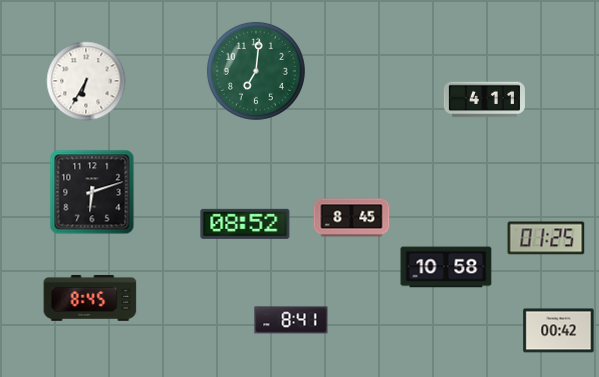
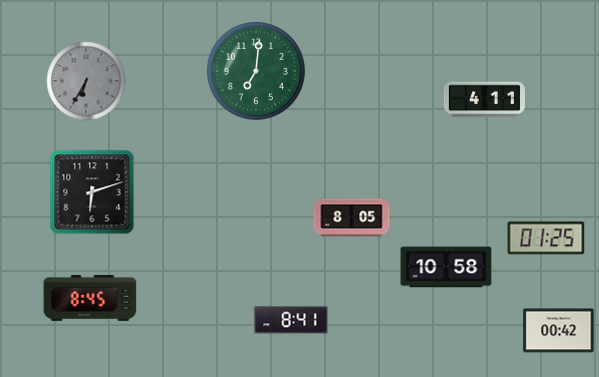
clock at (86, 81) dial: white -> grey
clock at (352, 218): 8:45 -> 8:05
clock at (245, 224): 08:52 -> none
